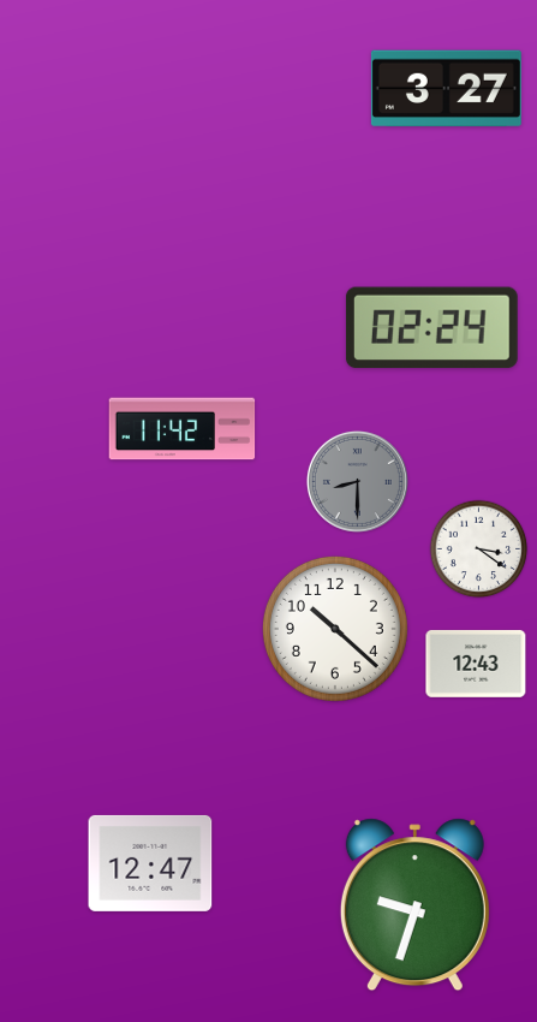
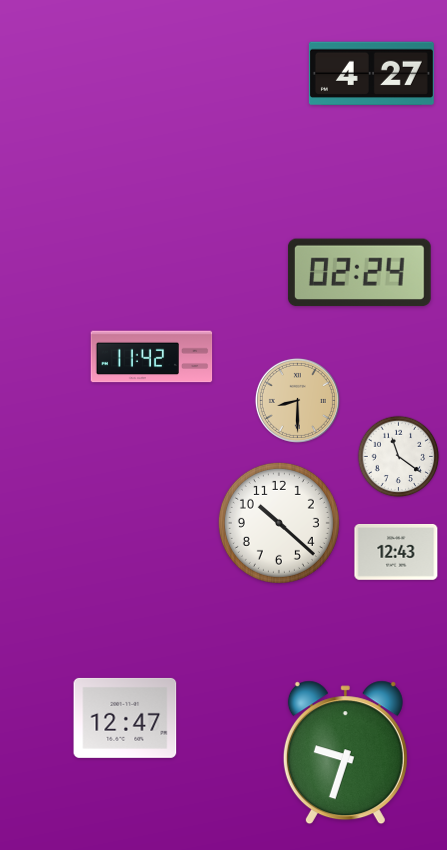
clock at (446, 89): 3:27 -> 4:27
clock at (357, 481) dial: grey -> champagne
clock at (479, 549): 3:21 -> 11:21
